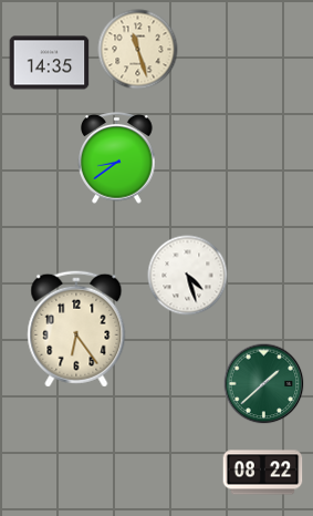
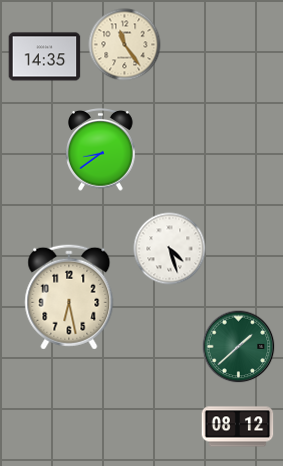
clock at (138, 50): 11:27 -> 11:24
clock at (117, 158) position: (117, 158) -> (101, 150)
clock at (76, 329): 6:24 -> 6:28
clock at (263, 473): 08:22 -> 08:12
